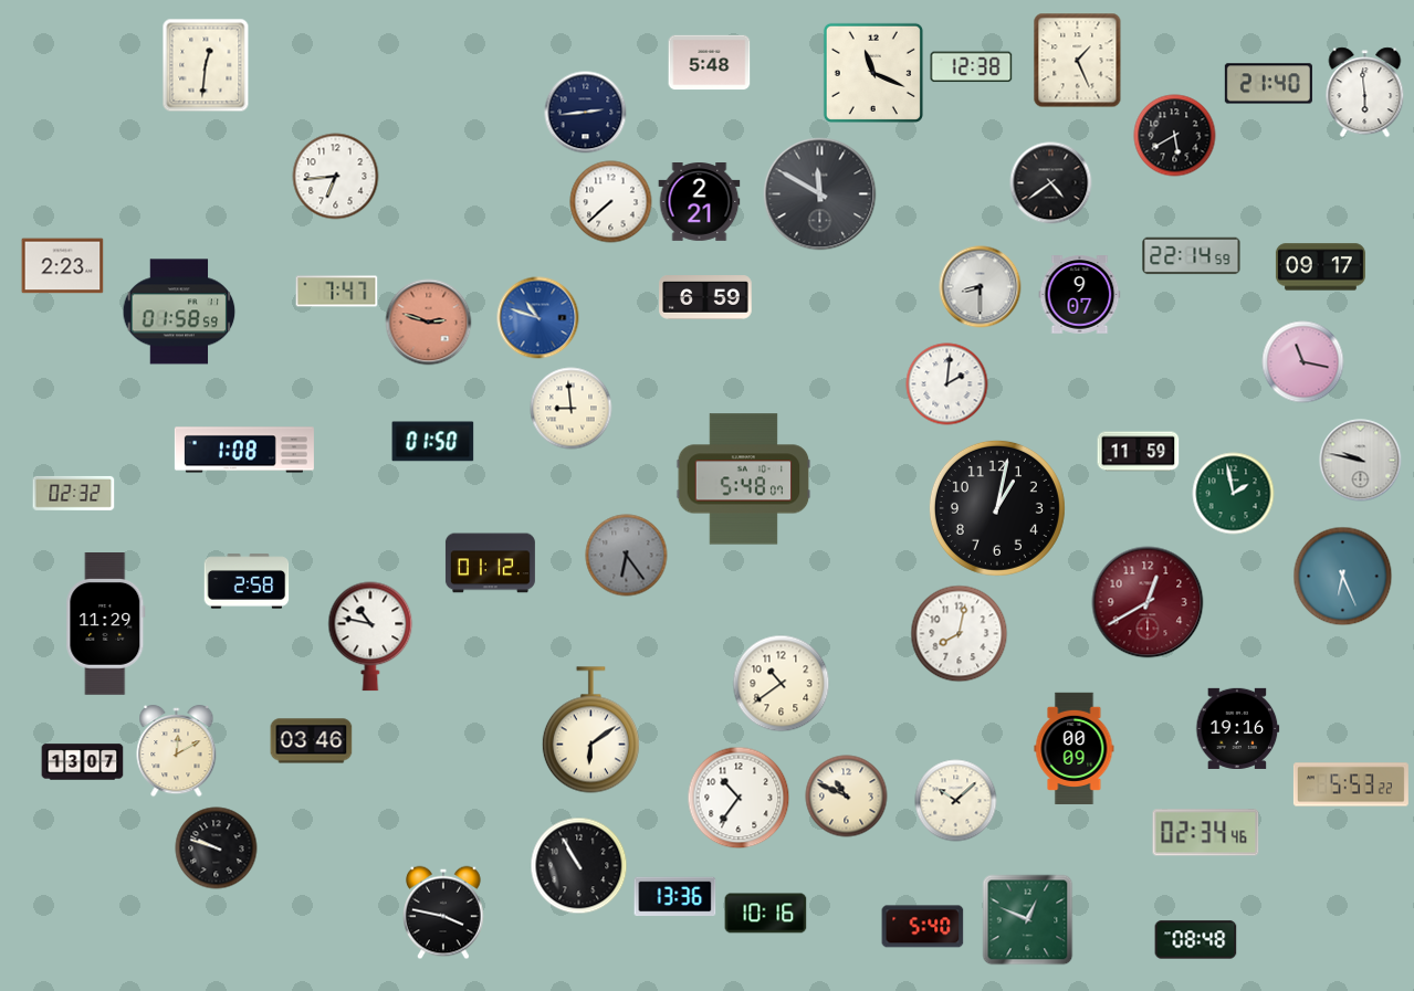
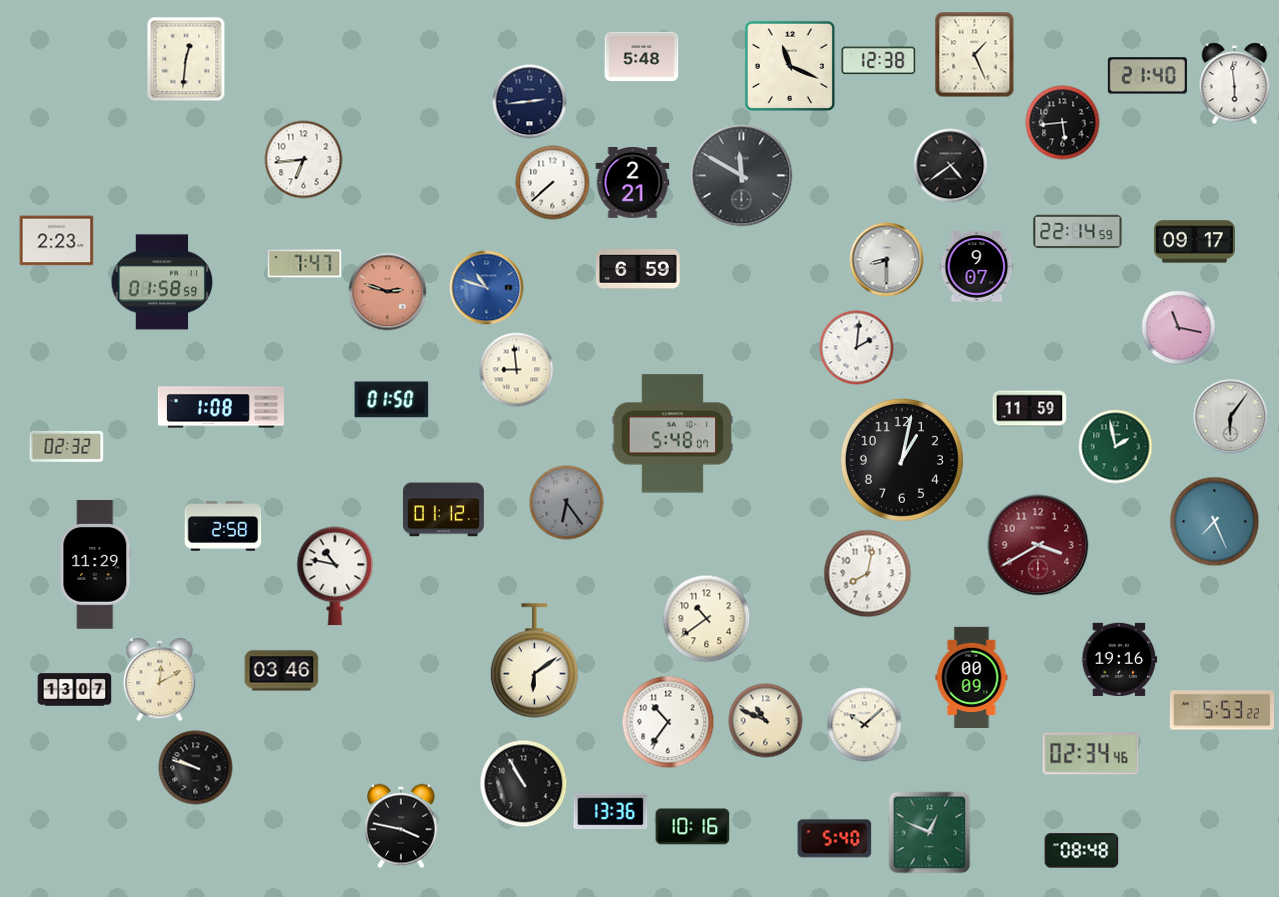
clock at (1175, 136): 5:40 -> 5:44
clock at (1361, 461): 9:47 -> 6:06
clock at (1343, 577): 6:26 -> 7:26
clock at (1148, 602): 12:40 -> 3:40
